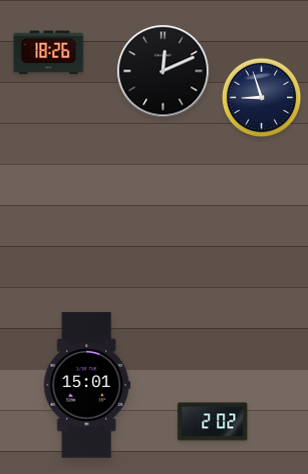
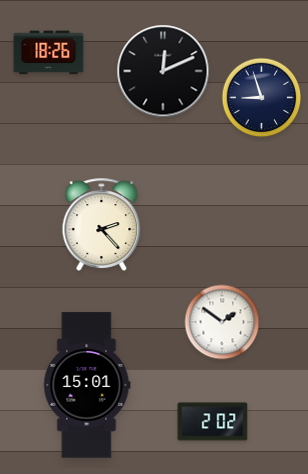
clock at (102, 224): none -> 2:23
clock at (222, 322): none -> 1:51
